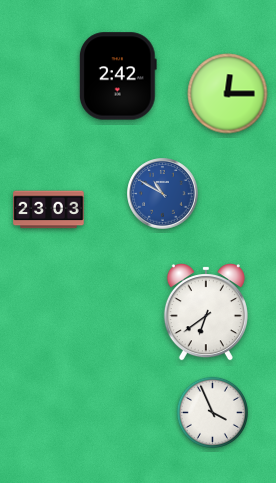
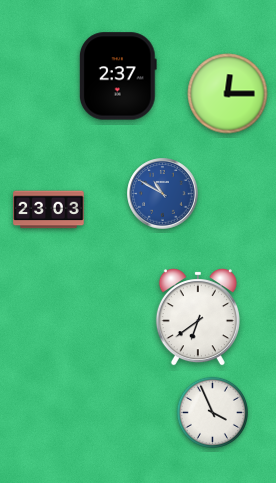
clock at (118, 76): 2:42 -> 2:37
clock at (206, 313) position: (206, 313) -> (198, 318)
